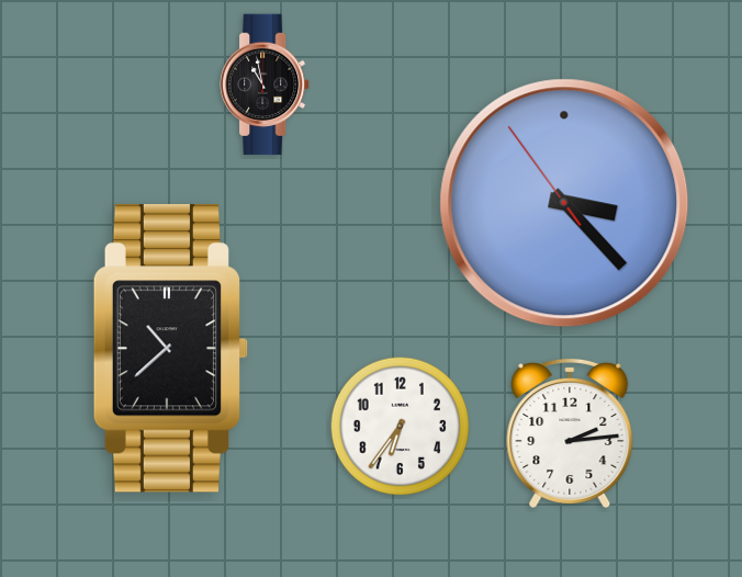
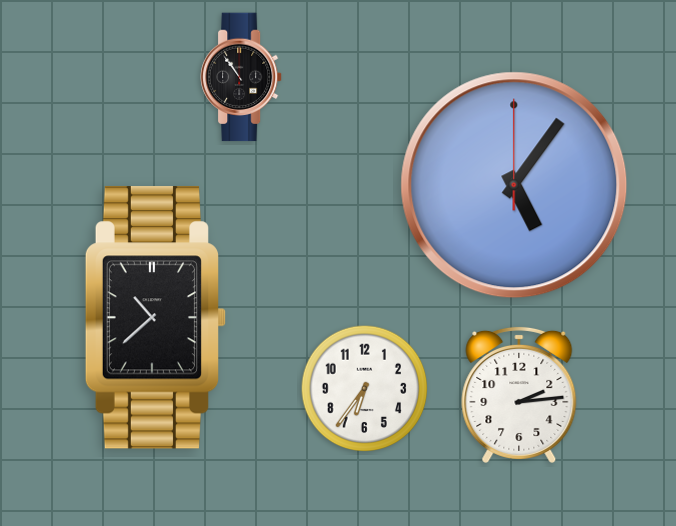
clock at (266, 84): 10:58 -> 10:54
clock at (564, 203): 3:22 -> 5:06
